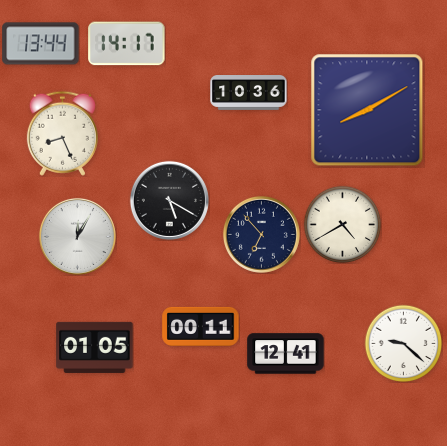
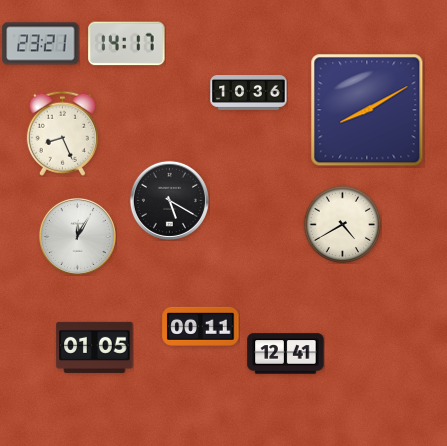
clock at (41, 44): 13:44 -> 23:21
clock at (261, 234): 6:53 -> none
clock at (403, 343): 9:22 -> none
